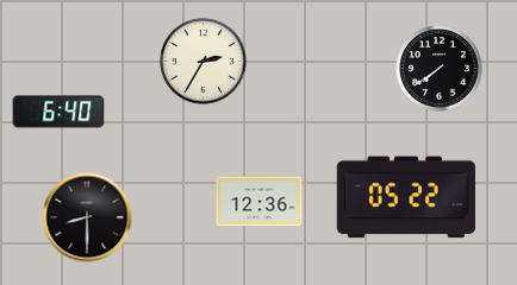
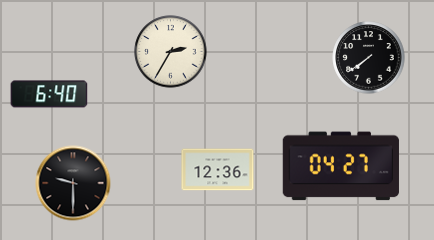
clock at (406, 197): 05:22 -> 04:27
clock at (87, 217): 8:30 -> 9:30
